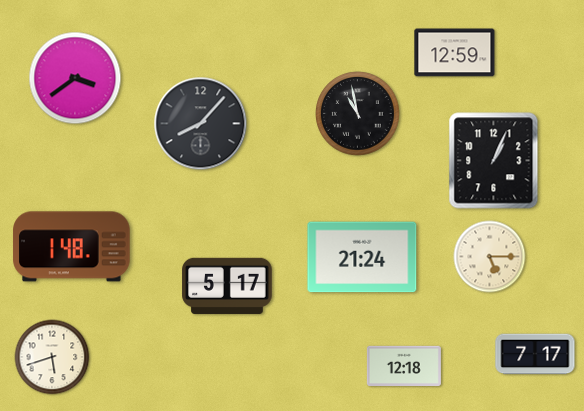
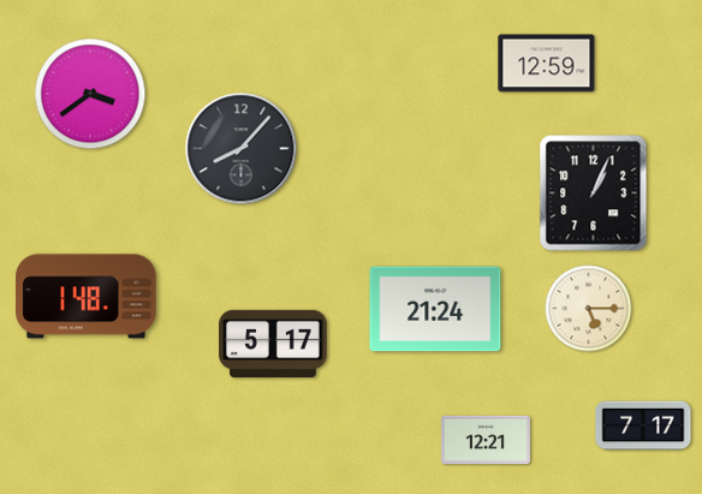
clock at (358, 114): 10:58 -> none
clock at (52, 357): 5:42 -> none
clock at (404, 365): 12:18 -> 12:21
